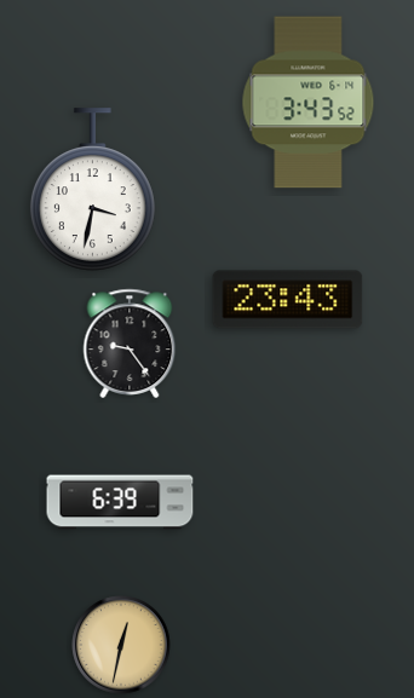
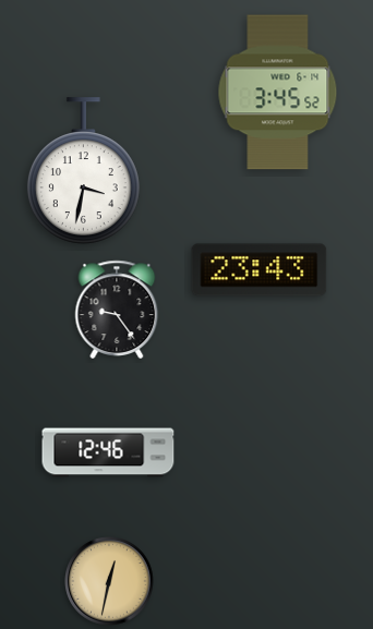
clock at (309, 103): 3:43 -> 3:45
clock at (120, 502): 6:39 -> 12:46
